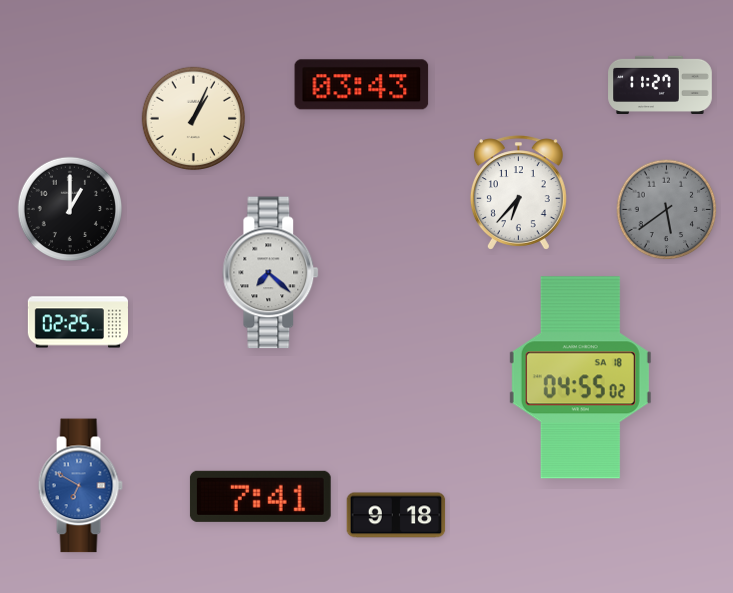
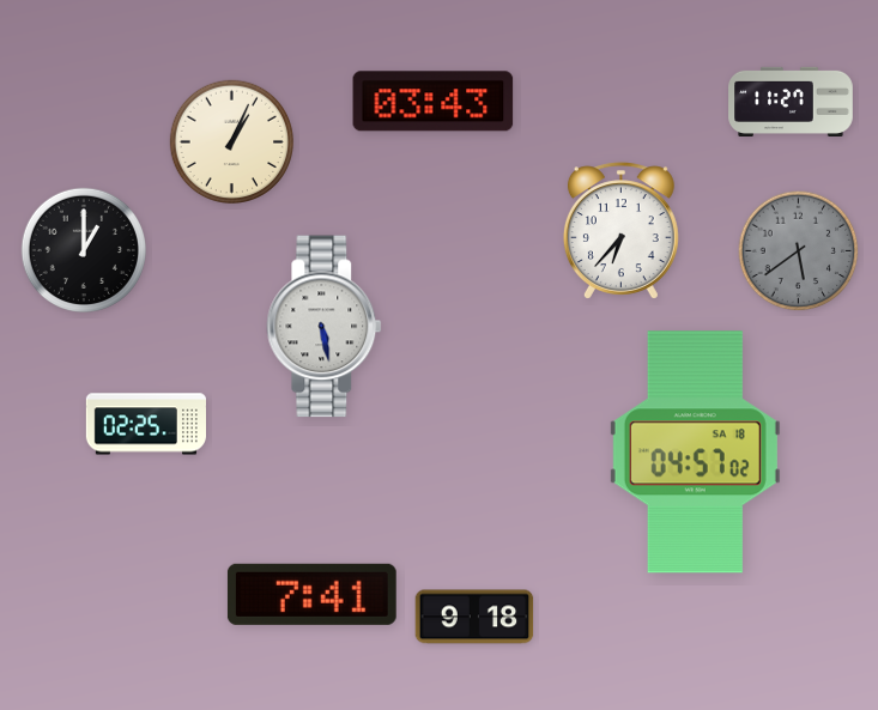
clock at (271, 273): 7:22 -> 5:28
clock at (77, 322) position: (77, 322) -> (145, 424)
clock at (580, 378): 04:55 -> 04:57
clock at (80, 486): 6:50 -> none
